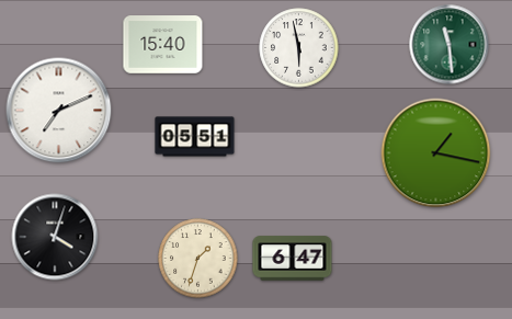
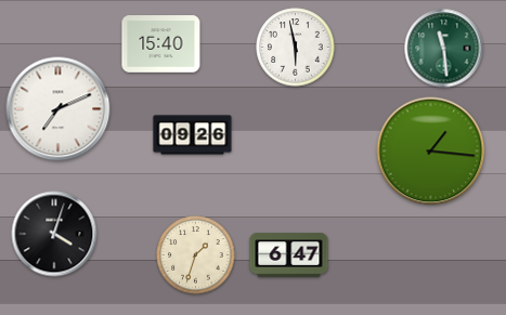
clock at (450, 45) position: (450, 45) -> (444, 49)
clock at (195, 137): 05:51 -> 09:26
clock at (436, 153): 1:17 -> 1:16
